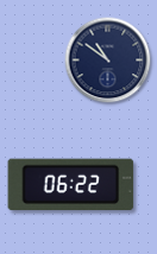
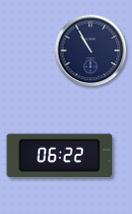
clock at (108, 61): 10:51 -> 10:55
